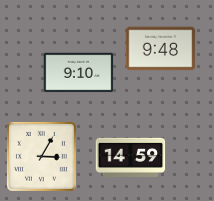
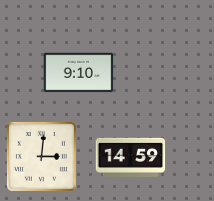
clock at (161, 49): 9:48 -> none
clock at (41, 156): 3:05 -> 3:01
